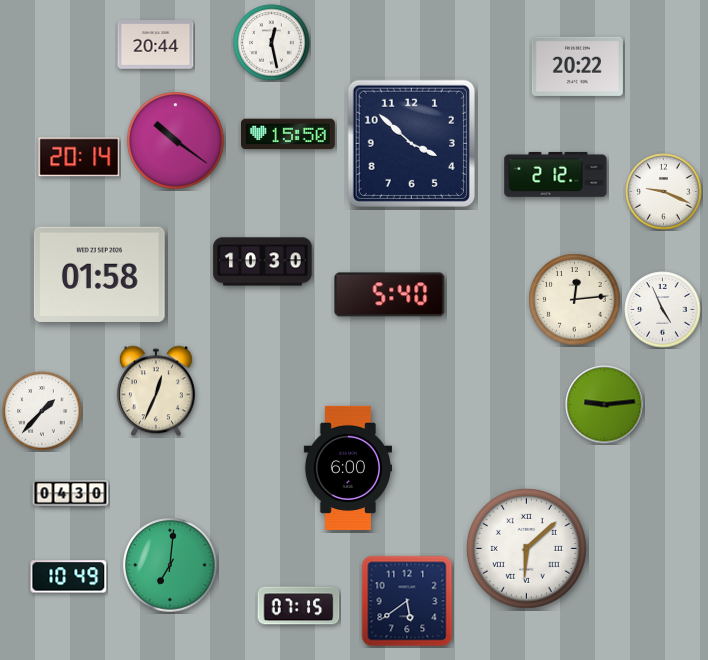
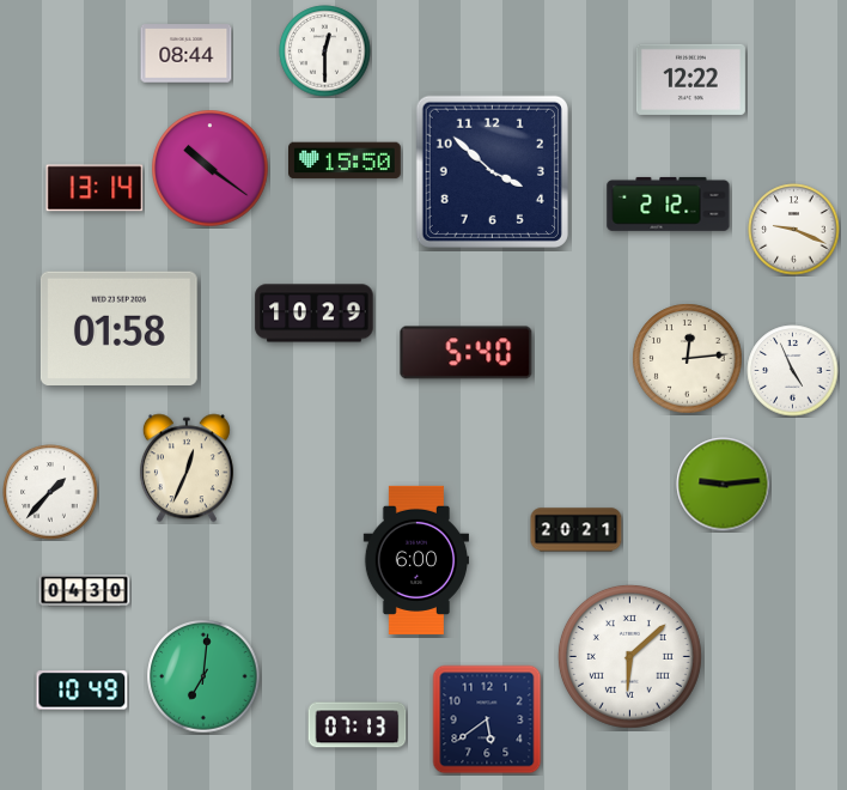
clock at (272, 43): 12:28 -> 12:30
clock at (156, 45): 20:44 -> 08:44
clock at (577, 66): 20:22 -> 12:22
clock at (79, 157): 20:14 -> 13:14
clock at (556, 174) position: (556, 174) -> (669, 203)
clock at (263, 262): 10:30 -> 10:29
clock at (577, 530): none -> 20:21
clock at (299, 606): 07:15 -> 07:13
